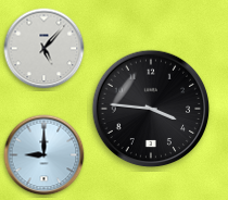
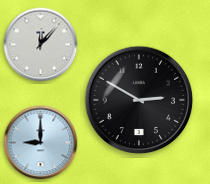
clock at (45, 49): 5:07 -> 12:07
clock at (151, 109): 3:46 -> 2:50
